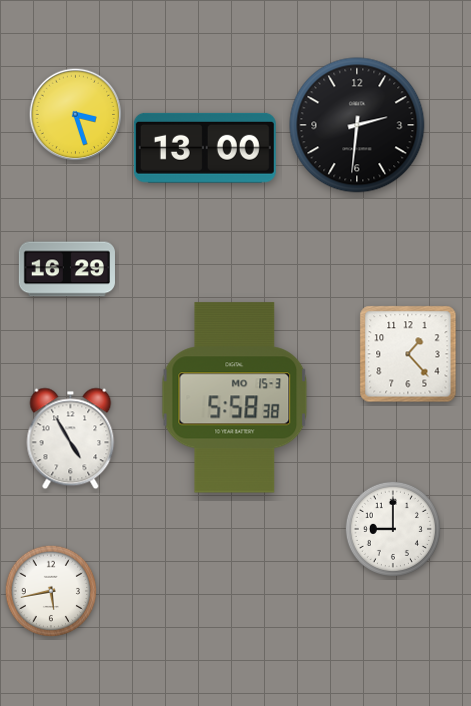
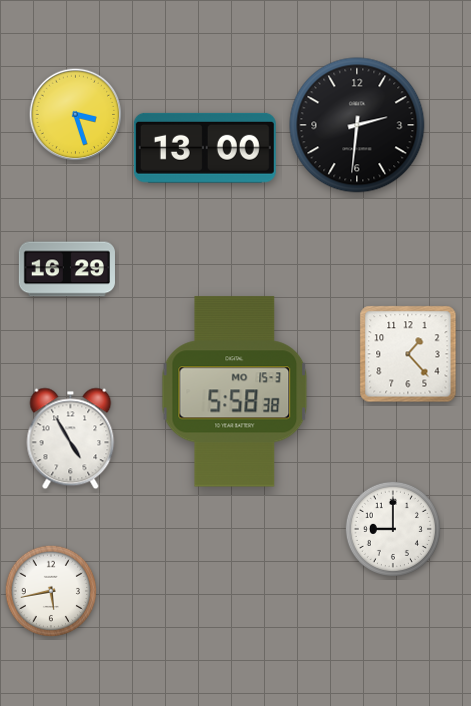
clock at (235, 398) position: (235, 398) -> (235, 392)
